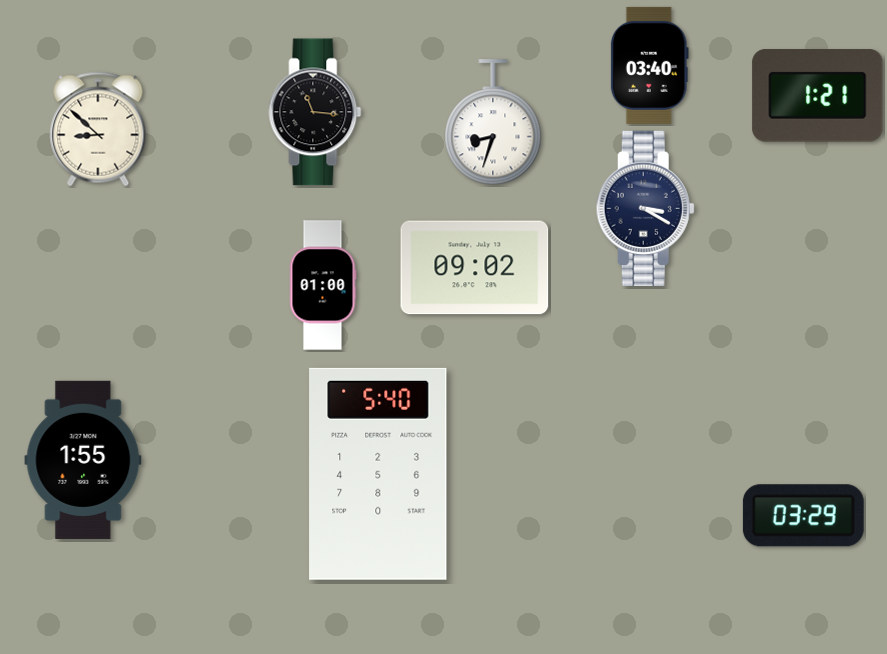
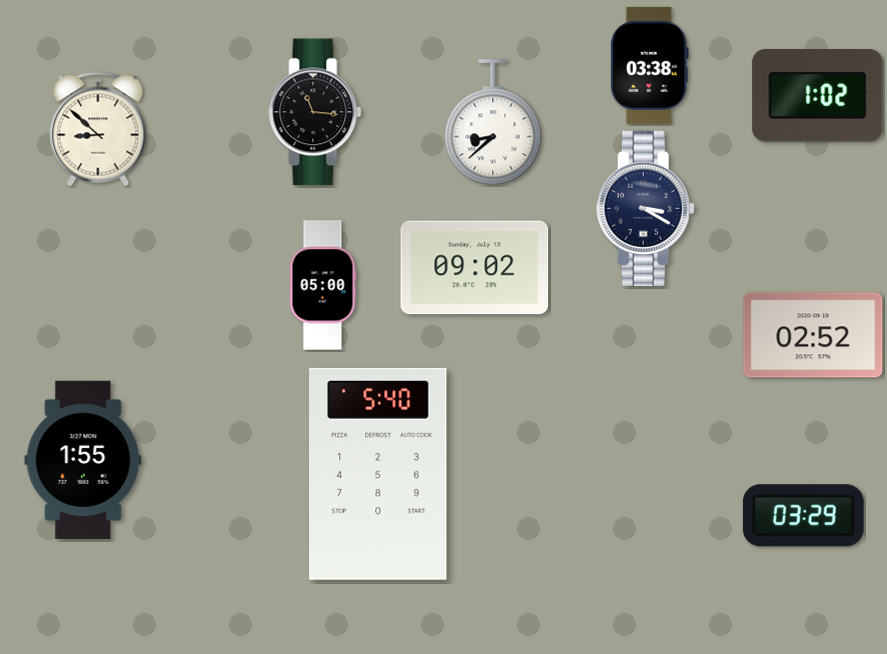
clock at (649, 65): 03:40 -> 03:38
clock at (818, 96): 1:21 -> 1:02
clock at (493, 123): 8:33 -> 8:38
clock at (323, 285): 01:00 -> 05:00
clock at (813, 335): none -> 02:52
